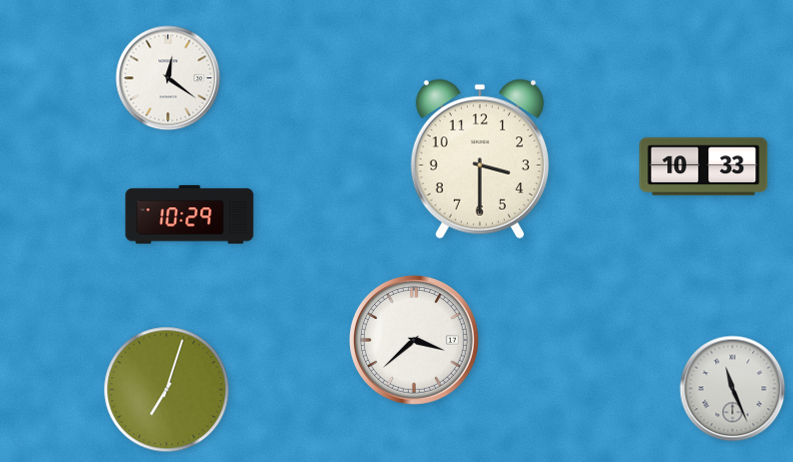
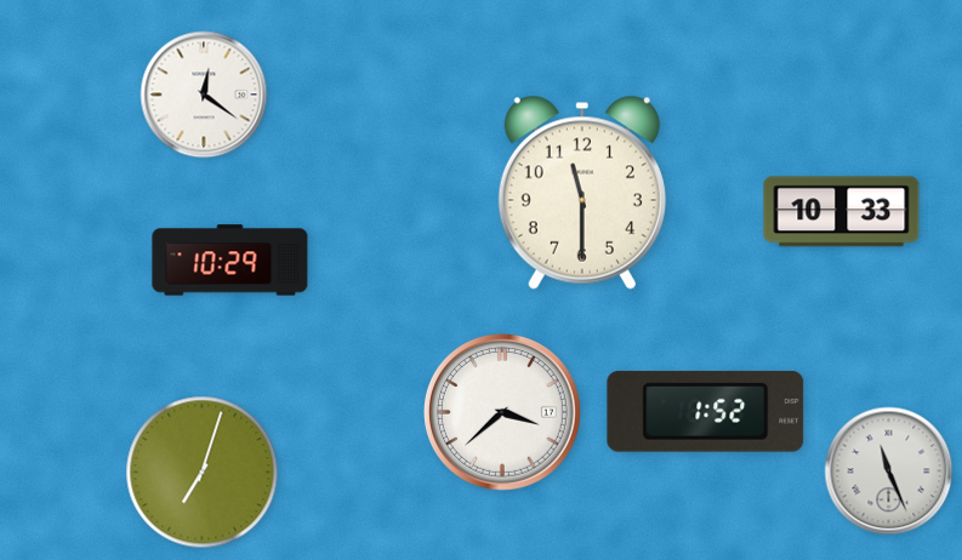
clock at (480, 159): 3:30 -> 11:30
clock at (704, 167) position: (704, 167) -> (842, 212)
clock at (706, 411): none -> 1:52
